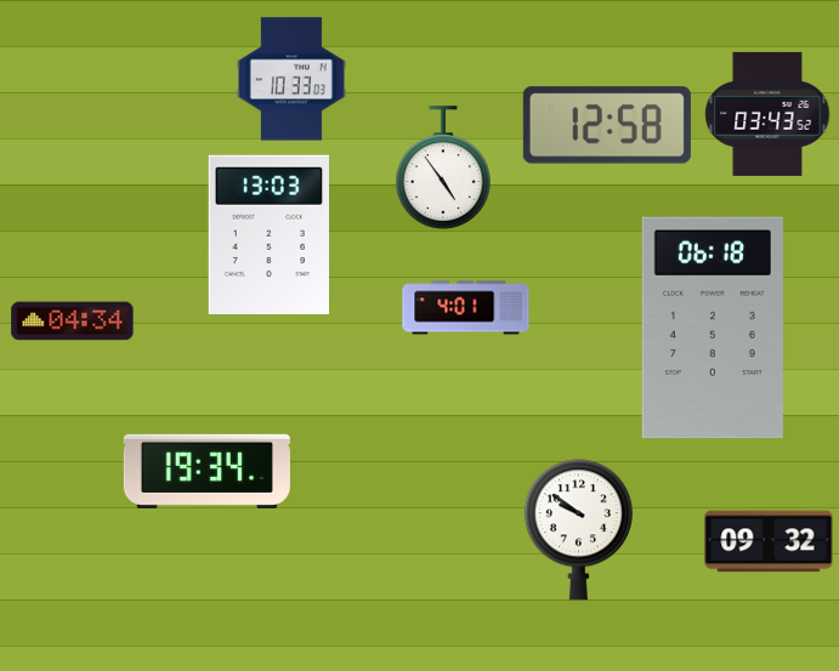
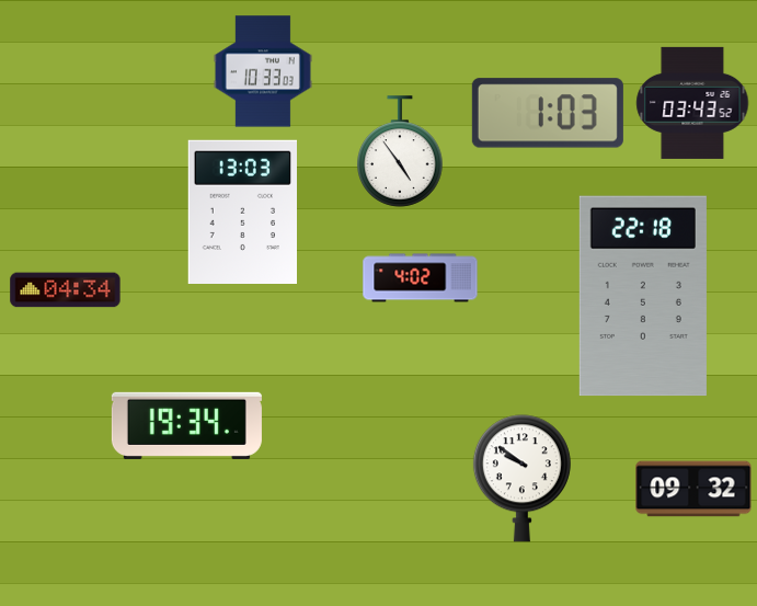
clock at (607, 125): 12:58 -> 1:03
clock at (466, 308): 4:01 -> 4:02
clock at (713, 328): 06:18 -> 22:18
